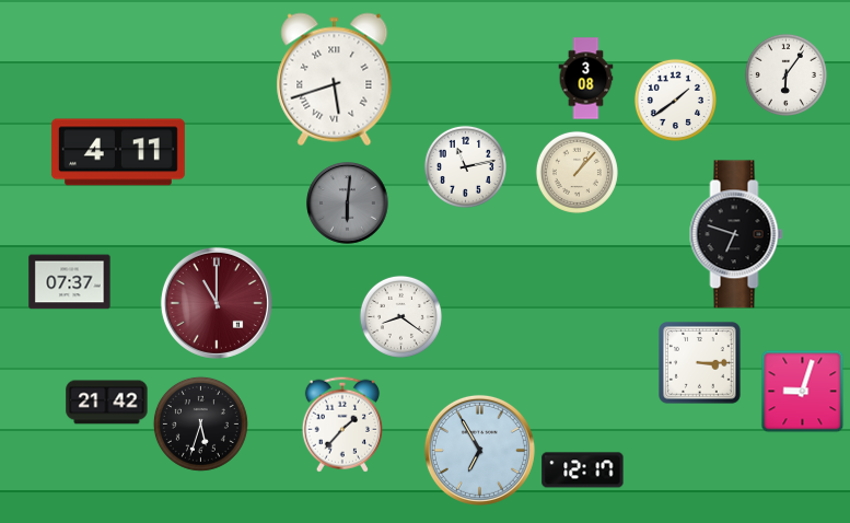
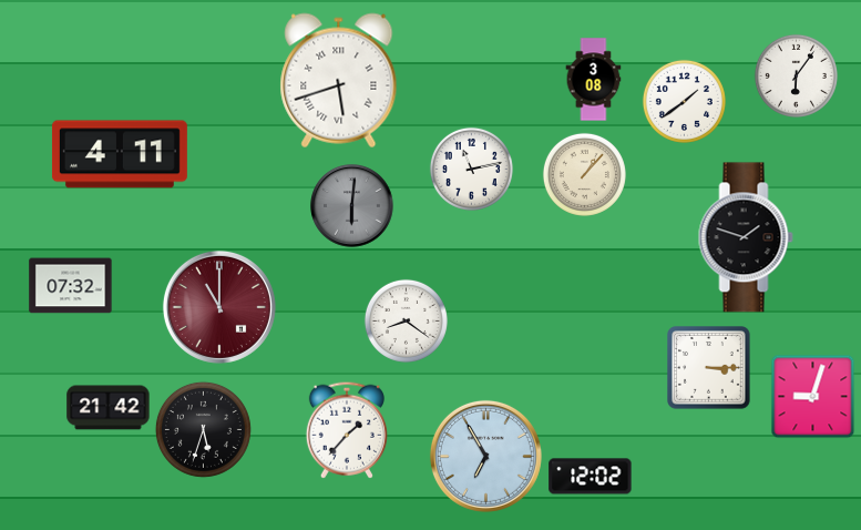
clock at (736, 234): 6:48 -> 1:48
clock at (70, 282): 07:37 -> 07:32
clock at (583, 470): 12:17 -> 12:02
